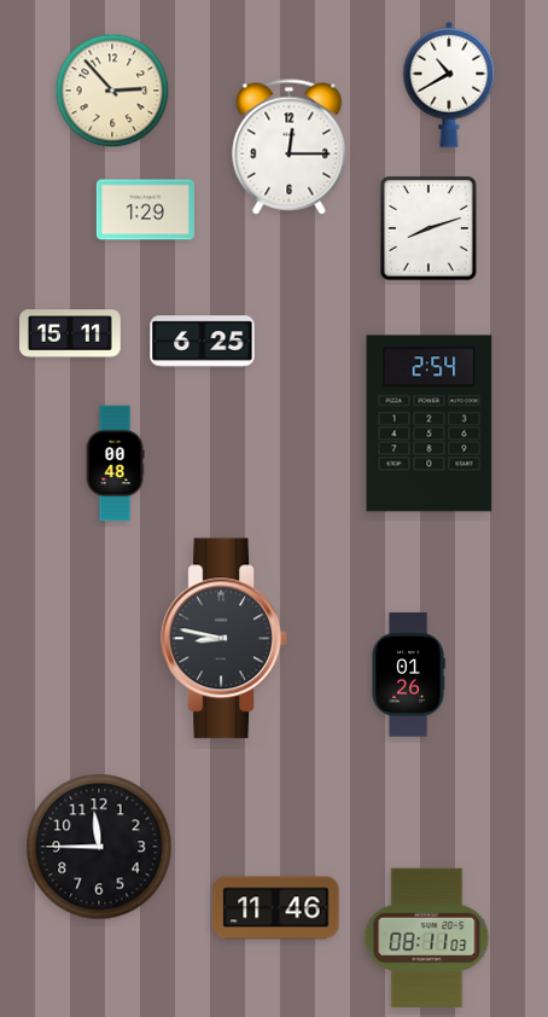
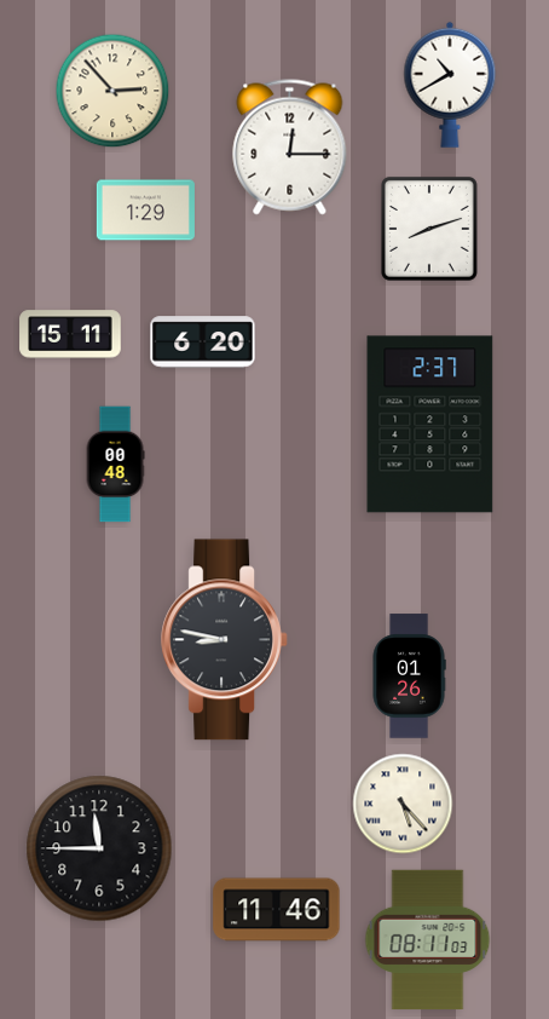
clock at (203, 342): 6:25 -> 6:20
clock at (430, 424): 2:54 -> 2:37
clock at (403, 804): none -> 5:23
